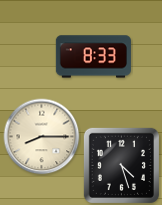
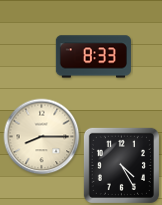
clock at (121, 165): 4:27 -> 4:25
